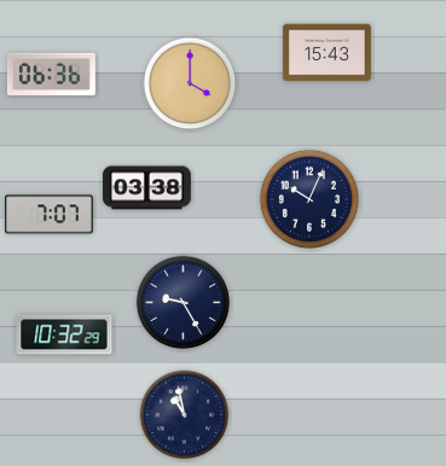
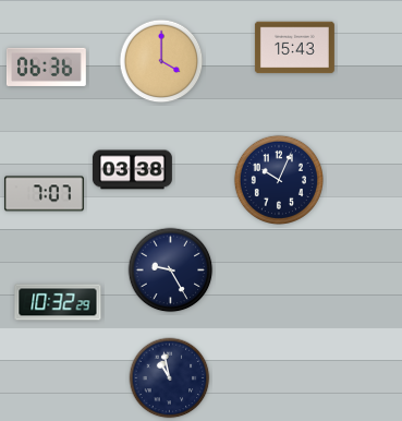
clock at (190, 83) position: (190, 83) -> (161, 61)
clock at (184, 303) position: (184, 303) -> (171, 270)
clock at (185, 415) position: (185, 415) -> (170, 378)
